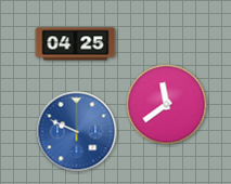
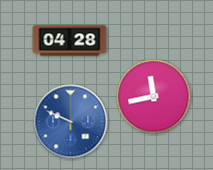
clock at (76, 44): 04:25 -> 04:28
clock at (167, 105): 11:39 -> 11:43
